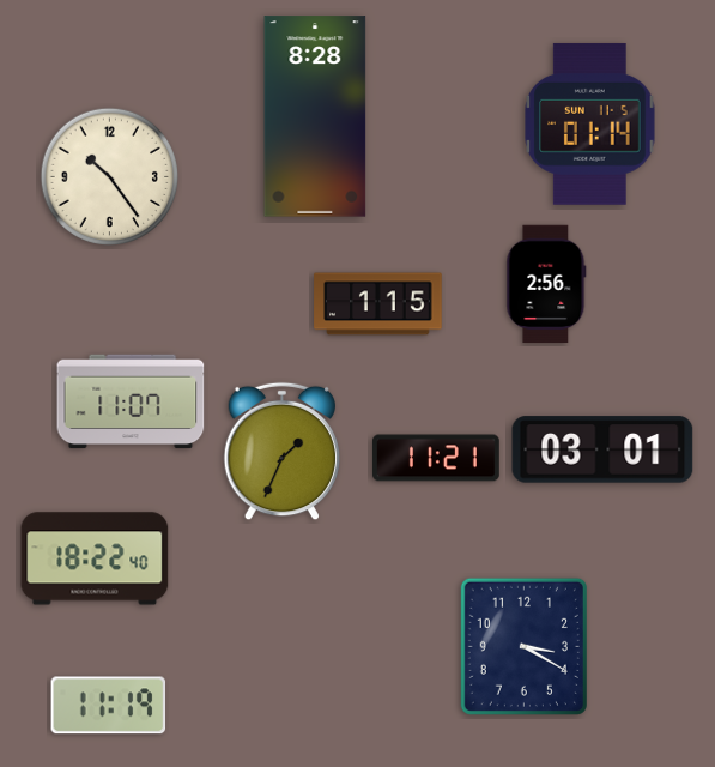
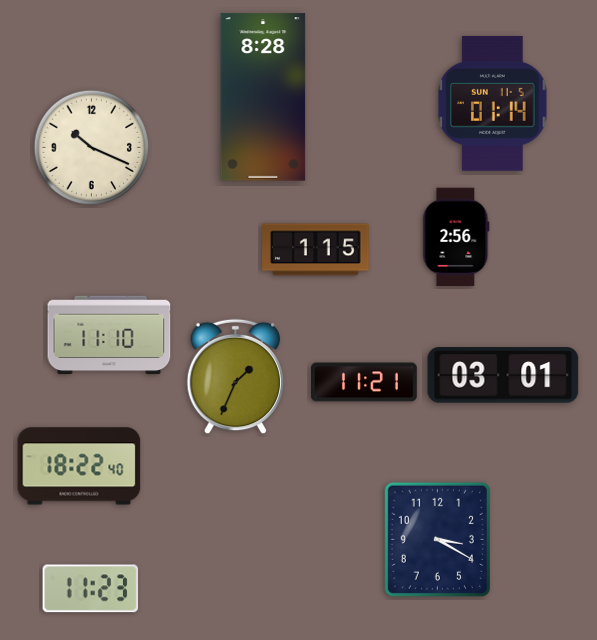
clock at (110, 177): 10:24 -> 10:19
clock at (378, 304) position: (378, 304) -> (316, 250)
clock at (131, 401): 11:07 -> 11:10
clock at (109, 706): 11:19 -> 11:23
